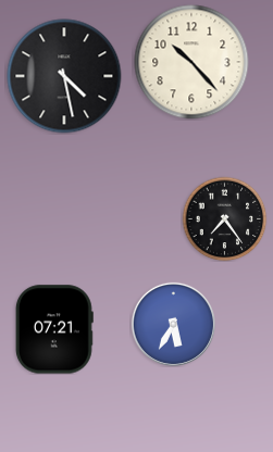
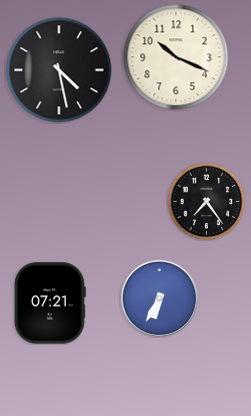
clock at (191, 62): 10:23 -> 10:19
clock at (173, 324): 5:35 -> 6:35
